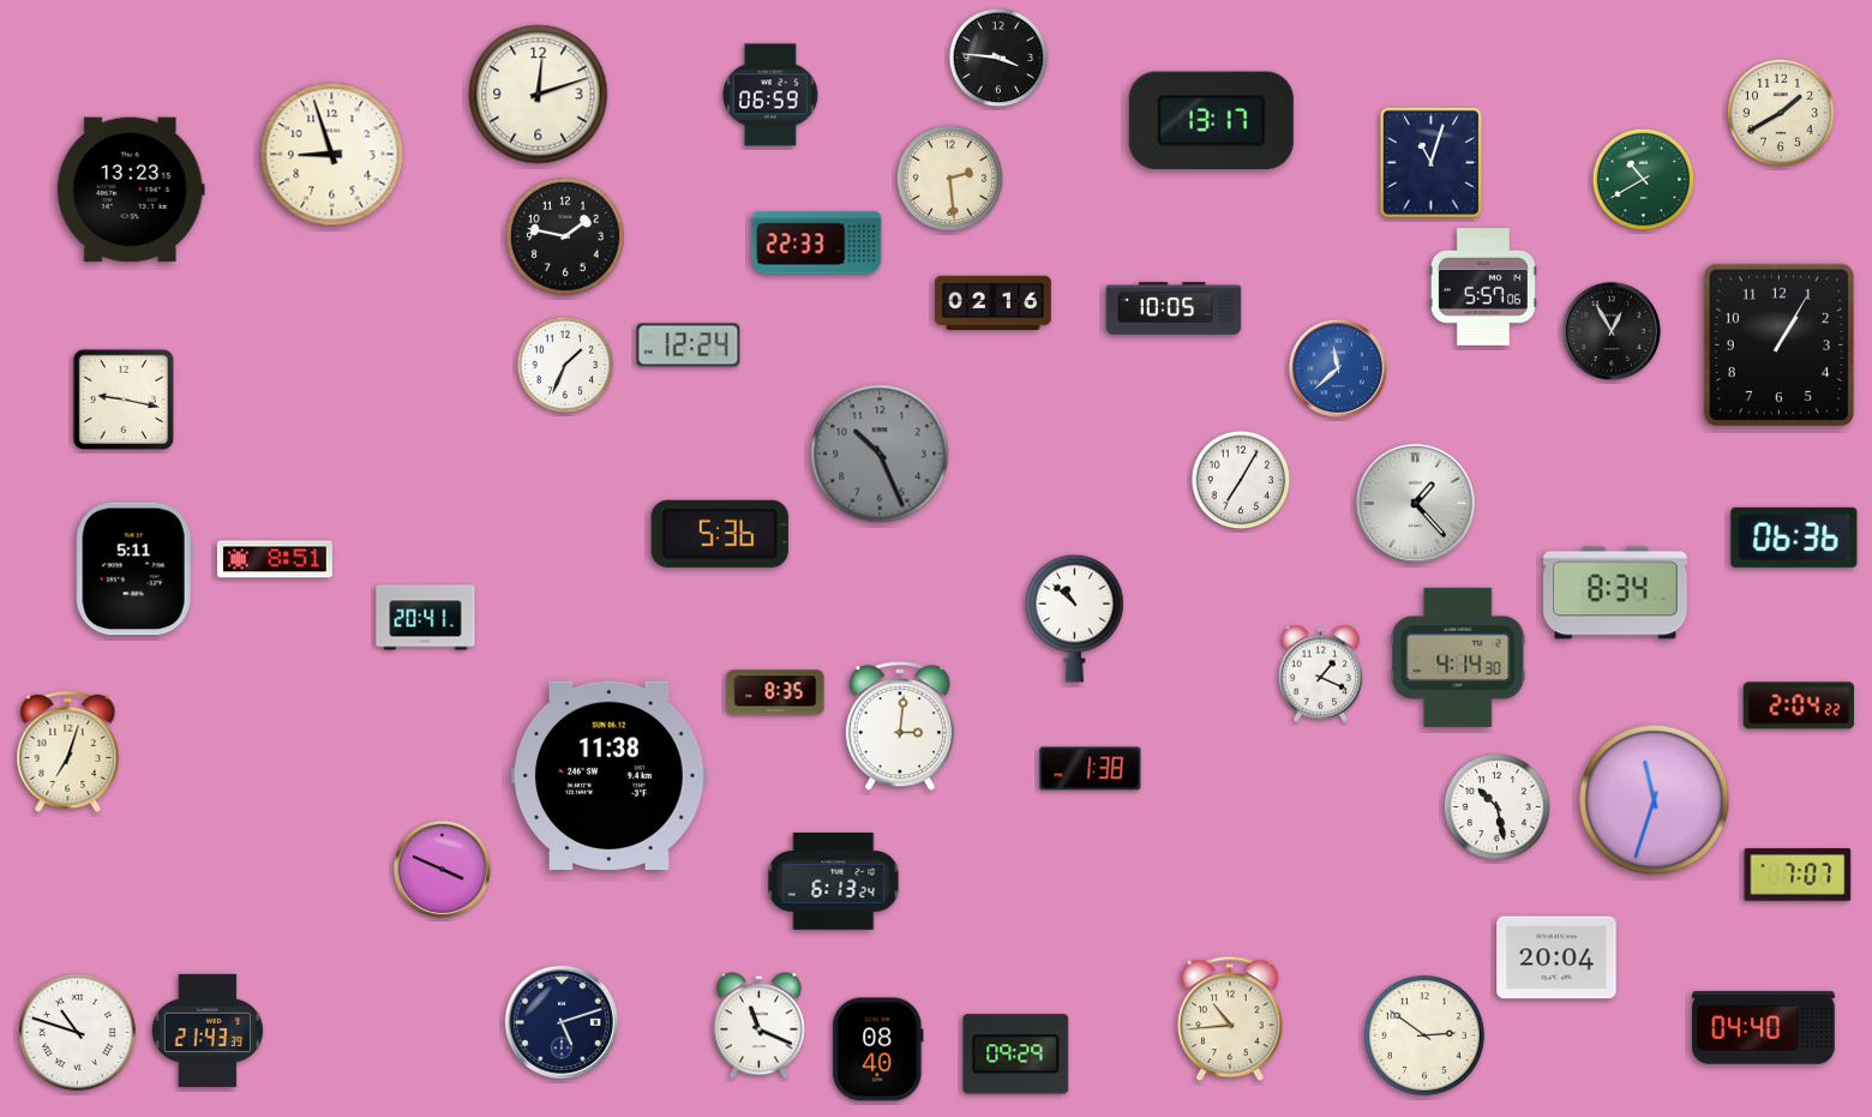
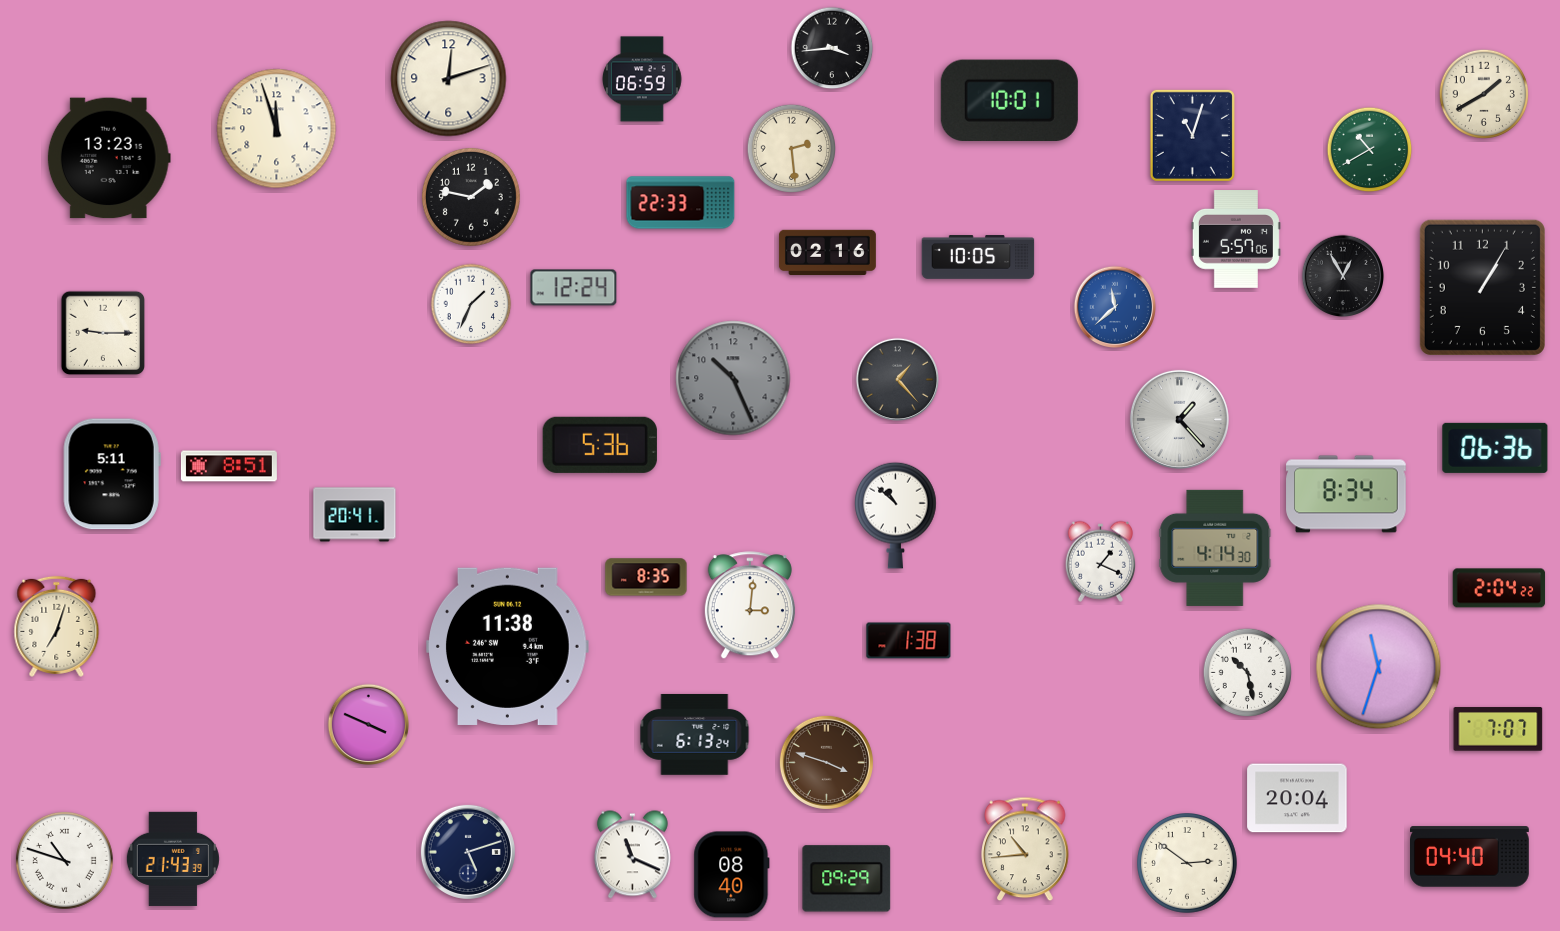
clock at (998, 58): 3:46 -> 3:44
clock at (1211, 120): 13:17 -> 10:01
clock at (332, 155): 8:57 -> 11:57
clock at (122, 398): 9:17 -> 9:15
clock at (897, 379): none -> 1:23
clock at (1241, 480): 7:05 -> none
clock at (826, 762): none -> 3:48
